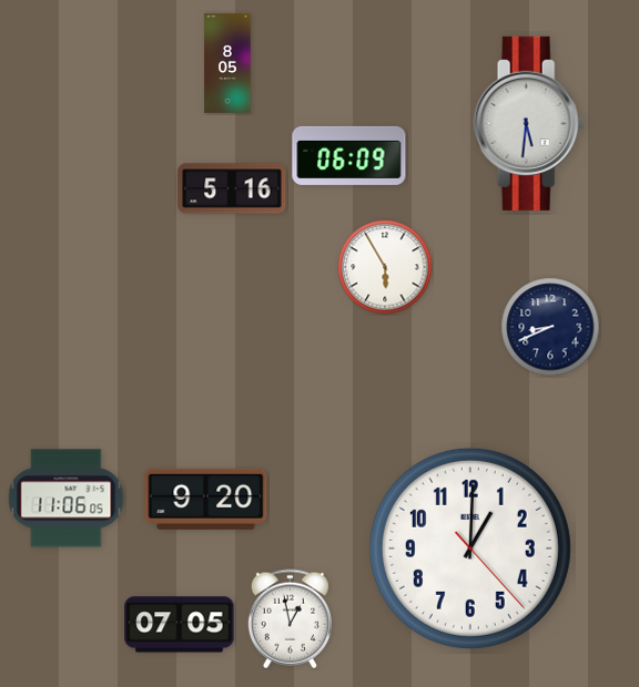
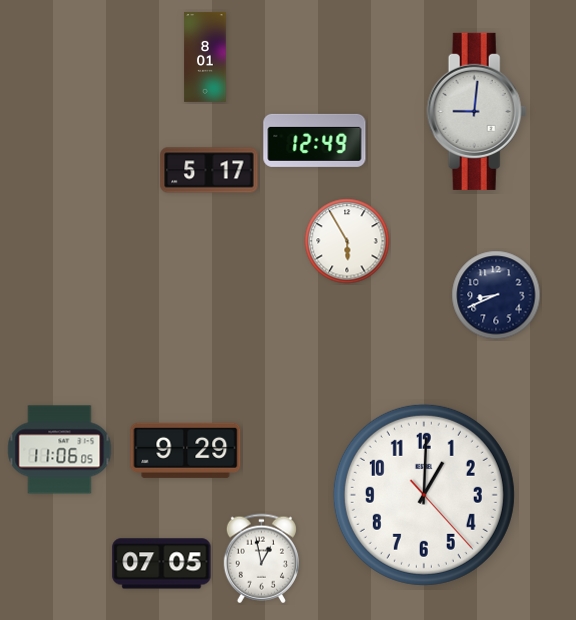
clock at (227, 63): 8:05 -> 8:01
clock at (529, 123): 5:31 -> 9:01
clock at (349, 155): 06:09 -> 12:49
clock at (232, 188): 5:16 -> 5:17
clock at (206, 499): 9:20 -> 9:29
